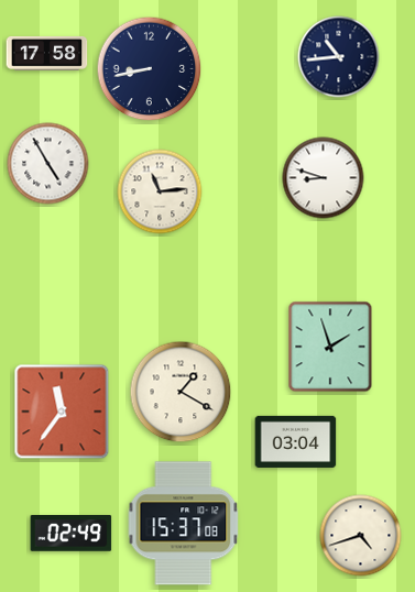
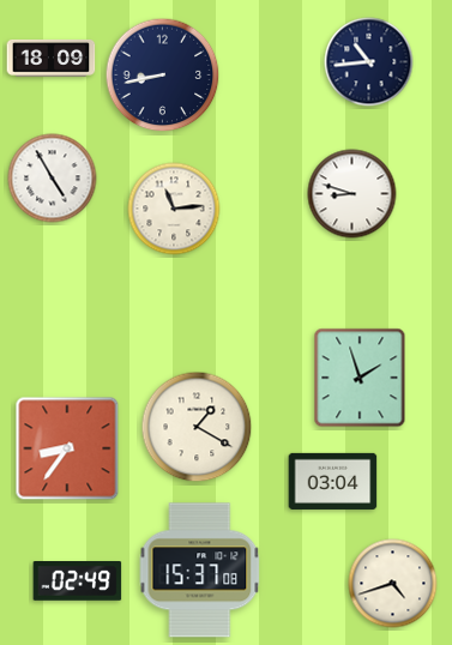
clock at (47, 53): 17:58 -> 18:09
clock at (62, 412): 11:36 -> 8:36
clock at (296, 441) position: (296, 441) -> (333, 481)
